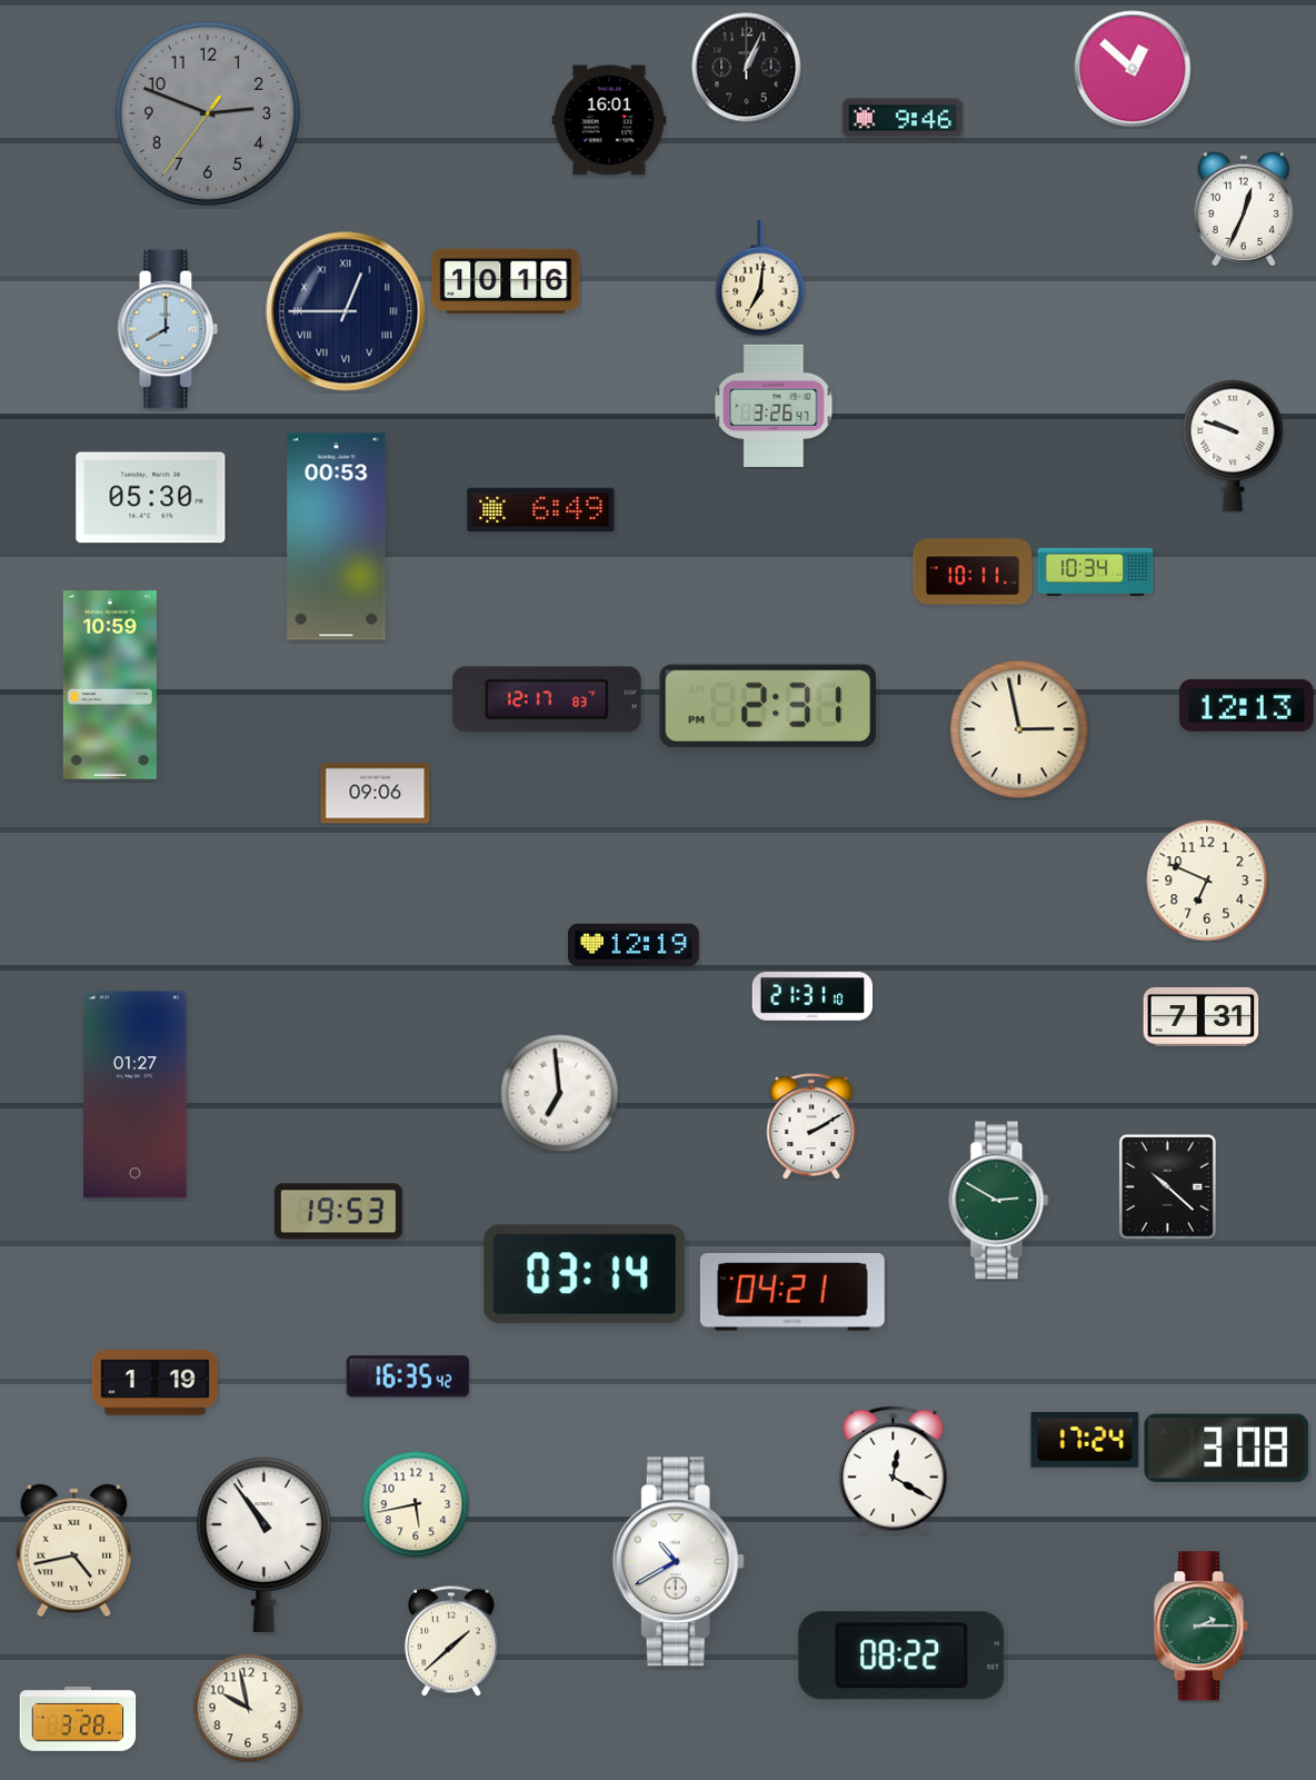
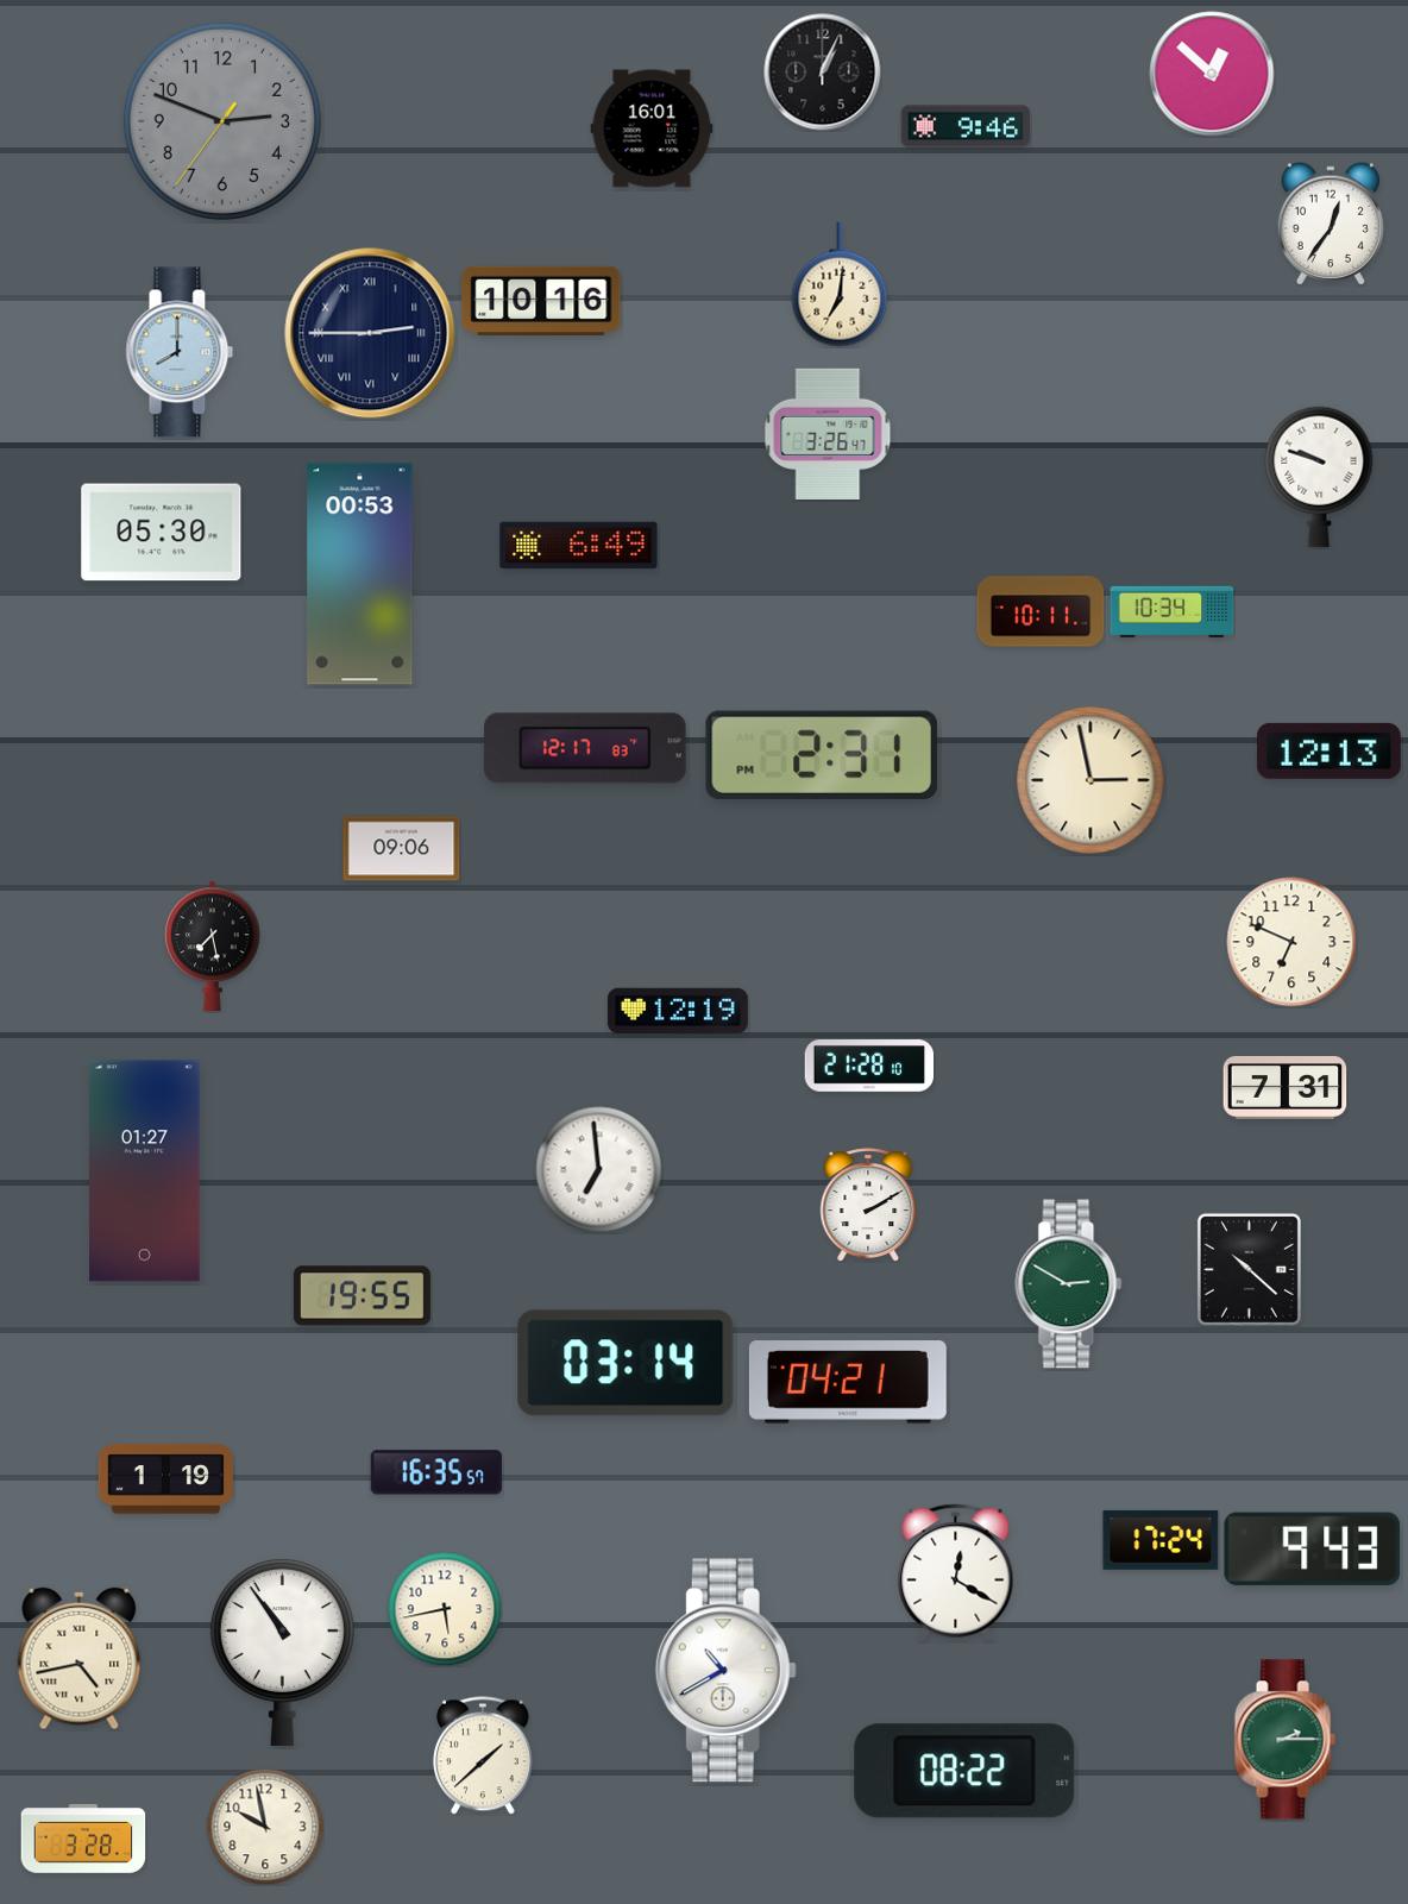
clock at (747, 68) position: (747, 68) -> (823, 73)
clock at (1244, 209): 12:34 -> 12:36
clock at (760, 278) position: (760, 278) -> (840, 284)
clock at (346, 311): 12:45 -> 2:45
clock at (110, 685): 10:59 -> none
clock at (1246, 705) position: (1246, 705) -> (1328, 750)
clock at (213, 945): none -> 7:28
clock at (812, 997): 21:31 -> 21:28
clock at (338, 1212): 19:53 -> 19:55
clock at (408, 1376): 16:35:42 -> 16:35:57
clock at (1227, 1448): 3:08 -> 9:43
